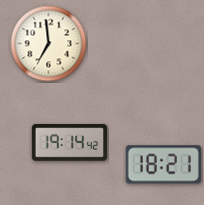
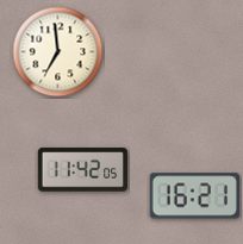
clock at (70, 143): 19:14 -> 11:42
clock at (163, 165): 18:21 -> 16:21
